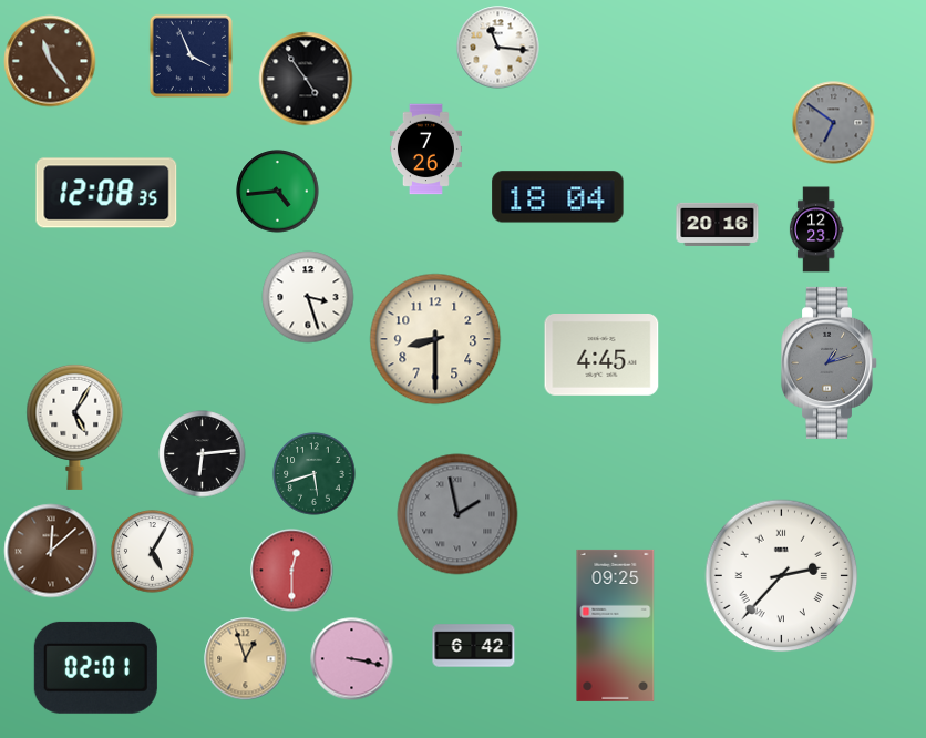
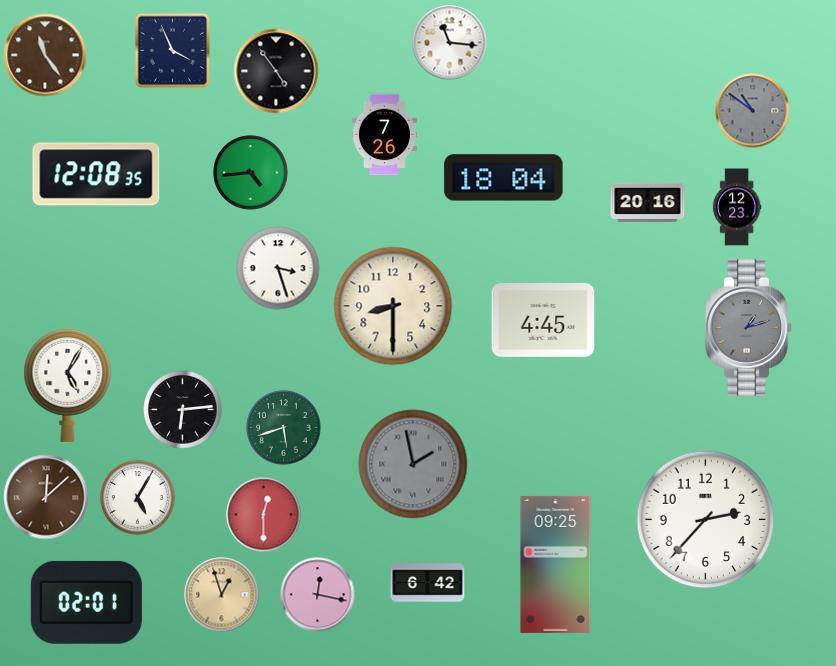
clock at (834, 123): 6:51 -> 10:51
clock at (782, 576) numerals: Roman -> Arabic
clock at (352, 659): 3:17 -> 12:17
